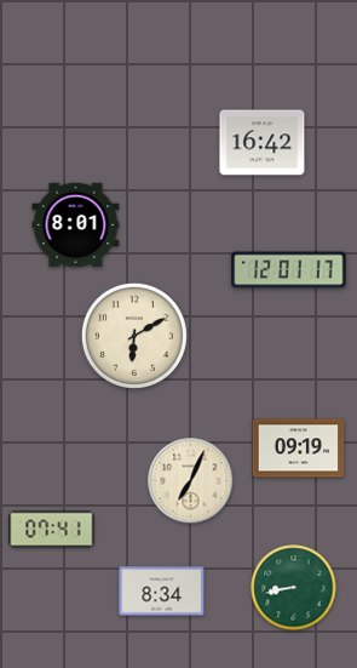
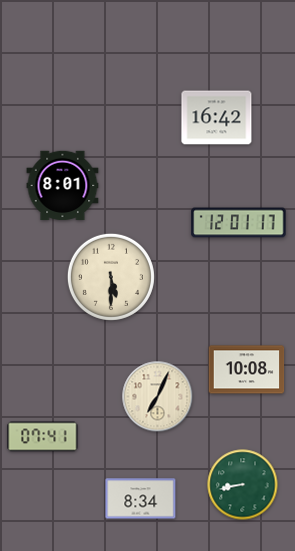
clock at (134, 336): 6:10 -> 5:30
clock at (299, 449): 09:19 -> 10:08
clock at (162, 592) position: (162, 592) -> (141, 499)
